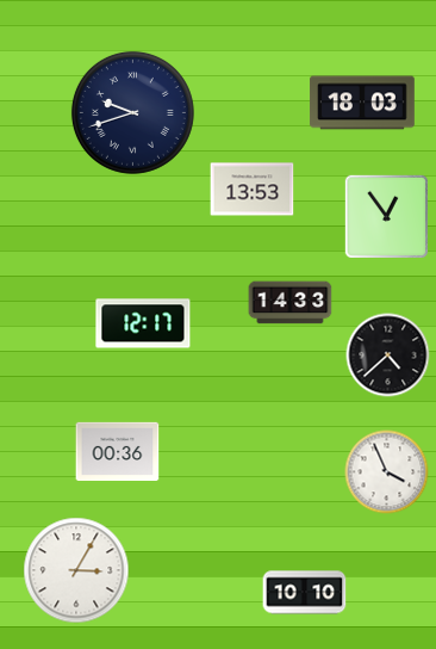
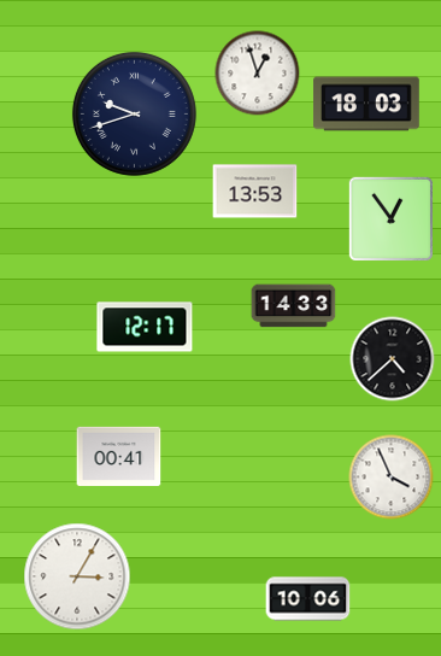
clock at (258, 74): none -> 12:57
clock at (118, 451): 00:36 -> 00:41
clock at (305, 593): 10:10 -> 10:06
